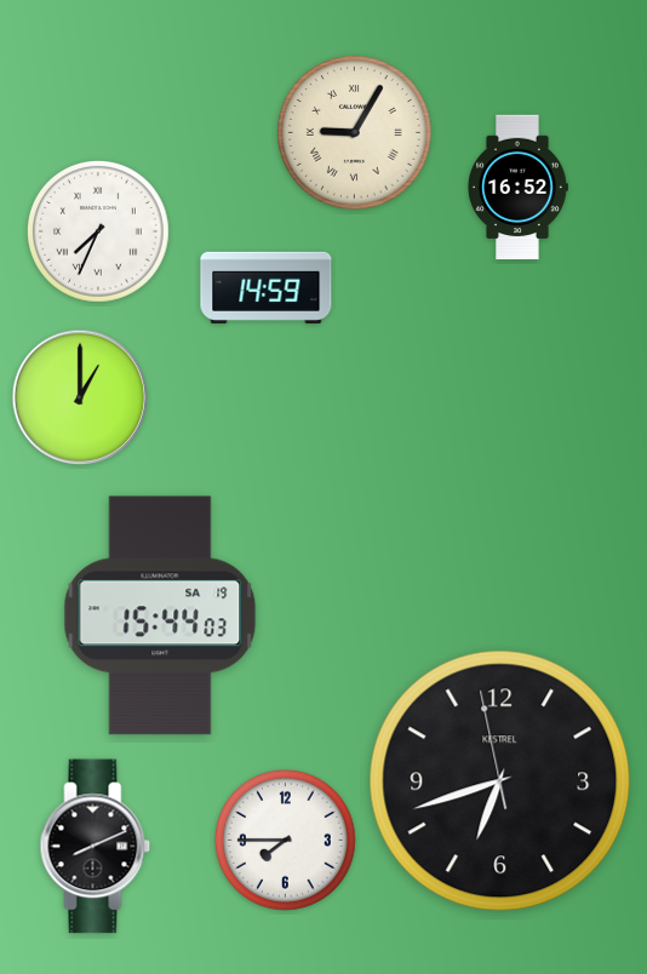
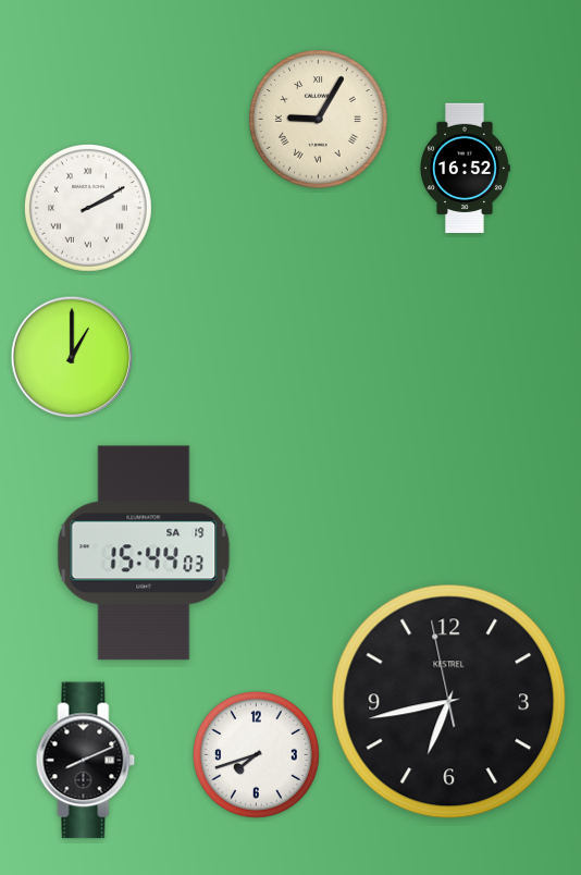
clock at (99, 233): 7:34 -> 2:10
clock at (267, 287): 14:59 -> none
clock at (500, 781): 6:41 -> 6:42
clock at (286, 841): 7:45 -> 7:42
